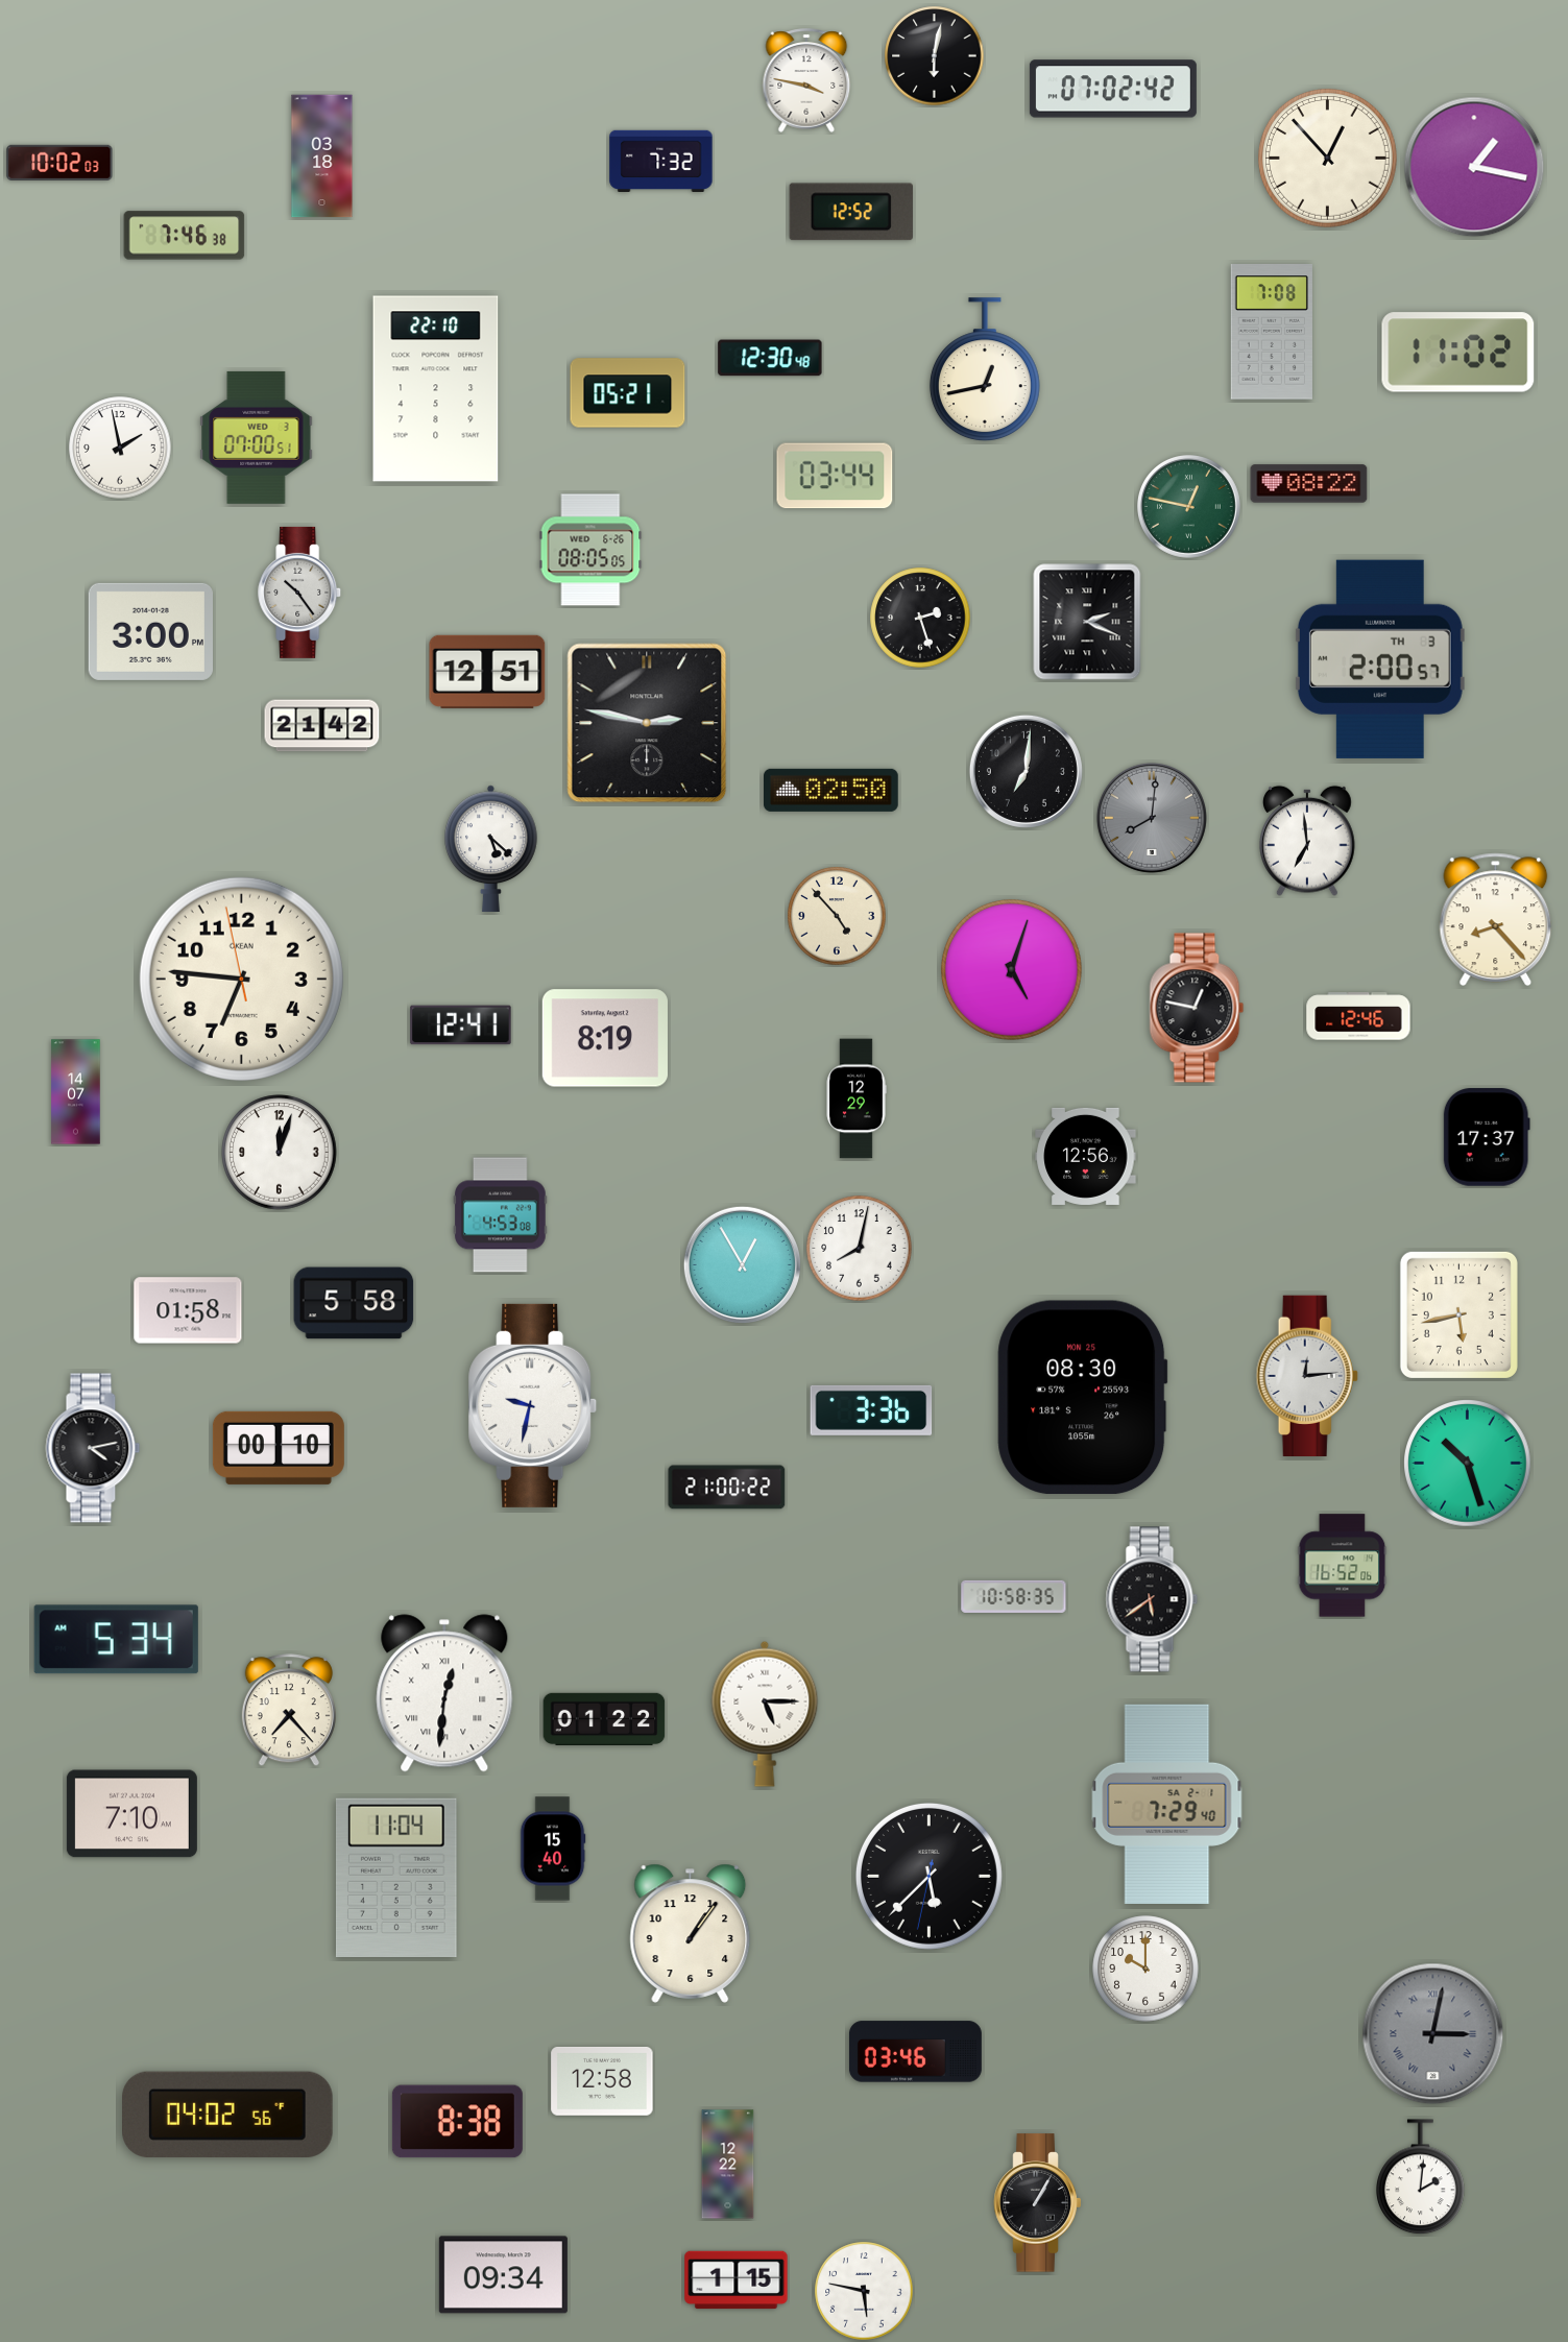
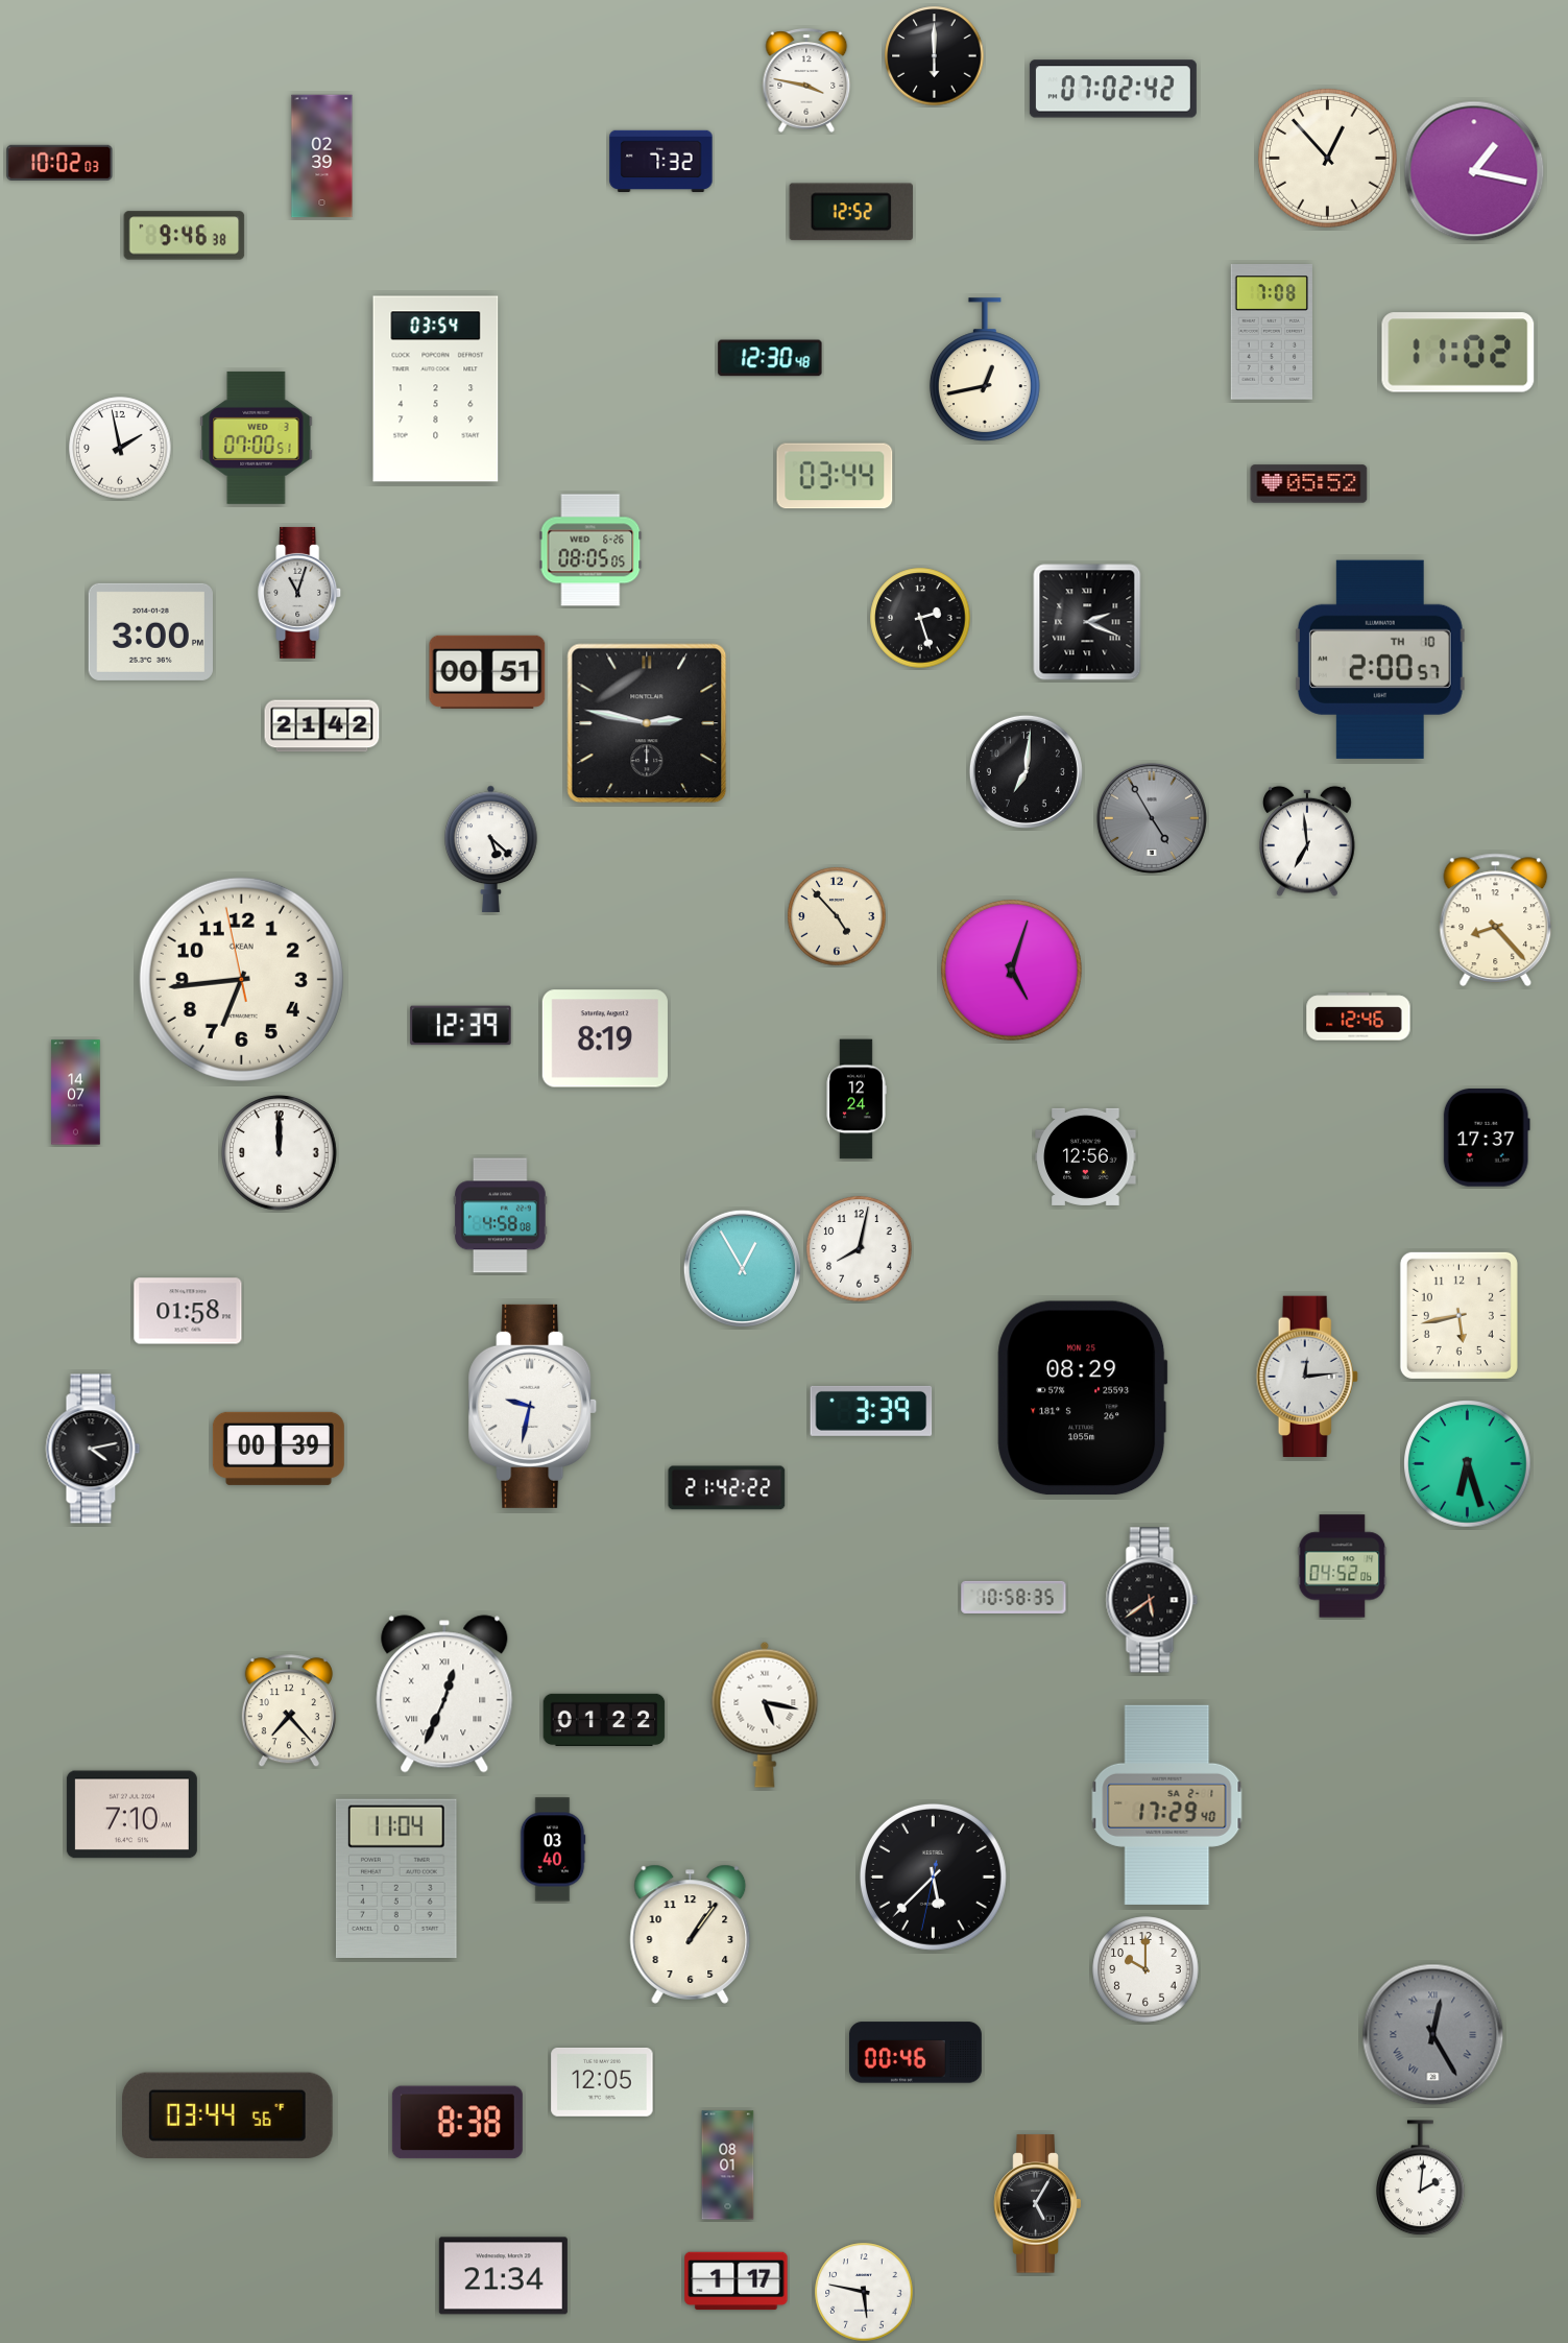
clock at (935, 56): 6:02 -> 6:00
clock at (322, 156): 03:18 -> 02:39
clock at (1474, 167) position: (1474, 167) -> (1474, 171)
clock at (185, 236): 7:46 -> 9:46
clock at (436, 389): 22:10 -> 03:54
clock at (628, 393): 05:21 -> none
clock at (1309, 484): 08:22 -> 05:52
clock at (1189, 507): 12:47 -> none
clock at (300, 593): 10:24 -> 11:03
clock at (1380, 659) date: TH 3 -> TH 10
clock at (487, 672): 12:51 -> 00:51
clock at (831, 790): 02:50 -> none
clock at (1152, 818): 8:01 -> 4:55
clock at (241, 979): 6:45 -> 6:43
clock at (1197, 1008): 12:47 -> none
clock at (461, 1025): 12:41 -> 12:39
clock at (857, 1098): 12:29 -> 12:24
clock at (280, 1153): 12:03 -> 12:00
clock at (501, 1215): 4:53 -> 4:58
clock at (742, 1264) position: (742, 1264) -> (742, 1268)
clock at (354, 1303): 5:58 -> none
clock at (1083, 1398): 08:30 -> 08:29
clock at (871, 1410): 3:36 -> 3:39
clock at (279, 1448): 00:10 -> 00:39
clock at (1468, 1464): 10:27 -> 6:27
clock at (727, 1488): 21:00 -> 21:42
clock at (1343, 1566): 16:52 -> 04:52
clock at (116, 1640): 5:34 -> none
clock at (444, 1693): 12:31 -> 12:34
clock at (765, 1714): 5:15 -> 5:17
clock at (1167, 1804): 7:29 -> 17:29
clock at (553, 1849): 15:40 -> 03:40
clock at (928, 1876) position: (928, 1876) -> (933, 1876)
clock at (1433, 2034): 3:02 -> 12:25
clock at (915, 2052): 03:46 -> 00:46
clock at (602, 2081): 12:58 -> 12:05
clock at (228, 2115): 04:02 -> 03:44
clock at (728, 2165): 12:22 -> 08:01
clock at (1038, 2203): 1:05 -> 5:05
clock at (503, 2275): 09:34 -> 21:34
clock at (737, 2280): 1:15 -> 1:17
